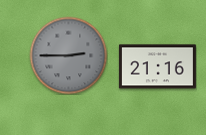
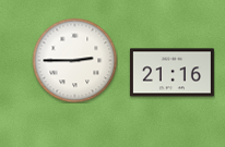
clock at (68, 55) dial: grey -> white
